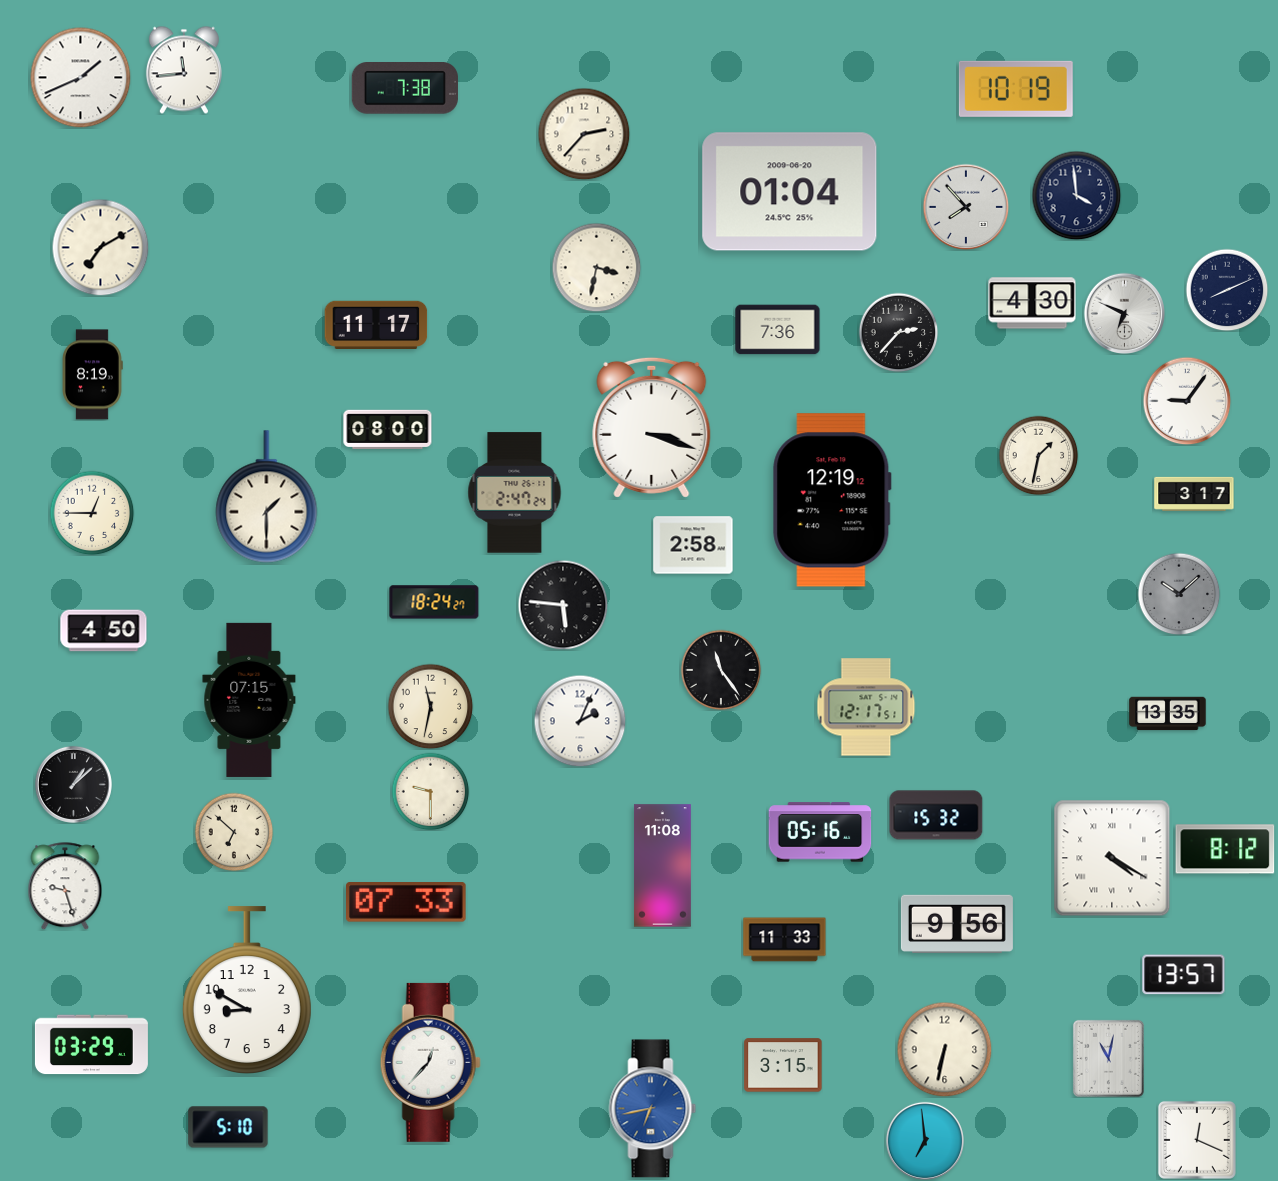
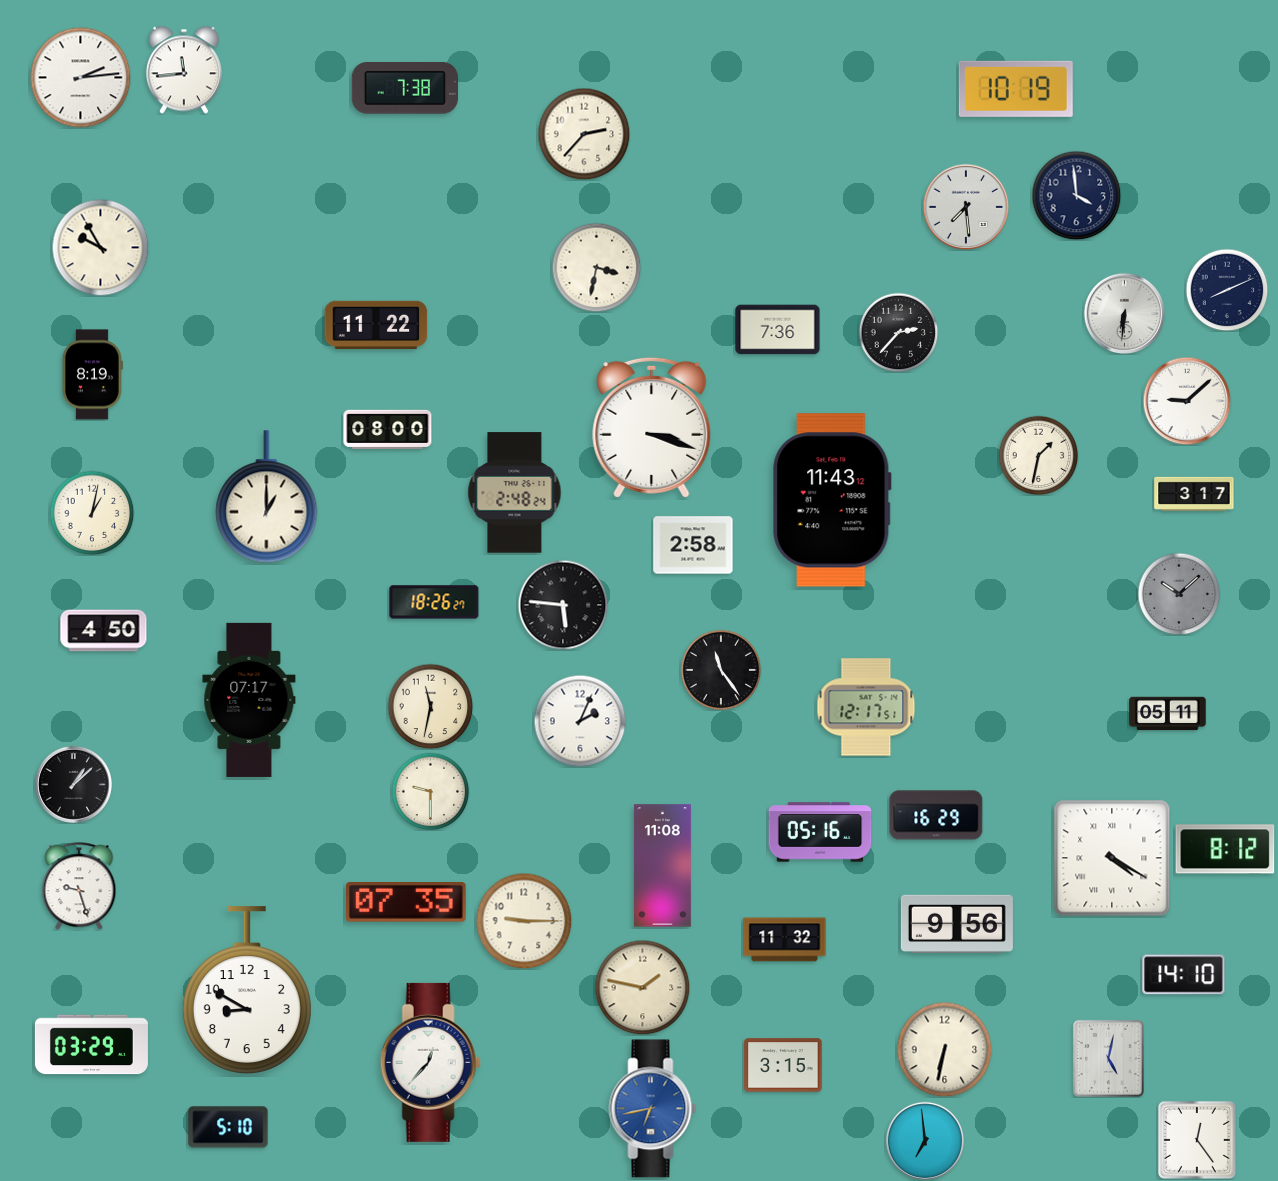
clock at (81, 78): 1:41 -> 2:14
clock at (790, 192): 01:04 -> none
clock at (966, 207): 7:53 -> 7:29
clock at (100, 247): 7:10 -> 9:55
clock at (1032, 303): 4:30 -> none
clock at (1124, 313): 6:49 -> 6:31
clock at (376, 324): 11:17 -> 11:22
clock at (1187, 401): 9:06 -> 9:08
clock at (515, 493): 2:47 -> 2:48
clock at (267, 497): 1:30 -> 1:00
clock at (832, 500): 12:19 -> 11:43
clock at (92, 513): 12:45 -> 1:02
clock at (434, 602): 18:24 -> 18:26
clock at (249, 700): 07:15 -> 07:17
clock at (1168, 714): 13:35 -> 05:11
clock at (936, 815): 15:32 -> 16:29
clock at (234, 832): 6:52 -> none
clock at (65, 886) position: (65, 886) -> (79, 886)
clock at (407, 903): 07:33 -> 07:35
clock at (524, 921): none -> 9:15
clock at (785, 940): 11:33 -> 11:32
clock at (1184, 975): 13:57 -> 14:10
clock at (642, 987): none -> 1:47
clock at (1108, 1058): 11:02 -> 5:02
clock at (1197, 1140): 12:19 -> 12:24
